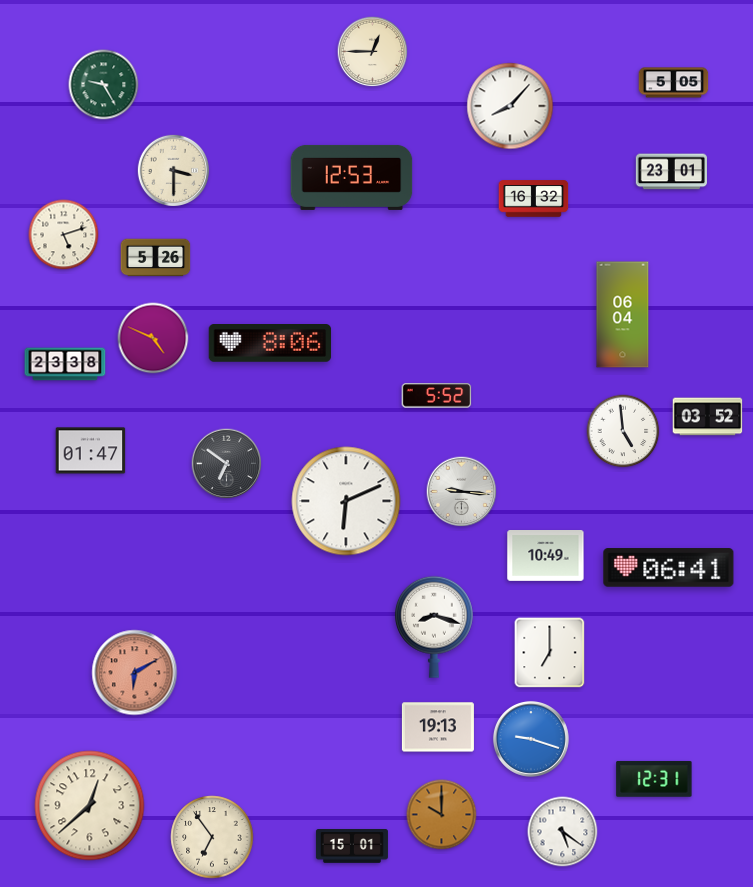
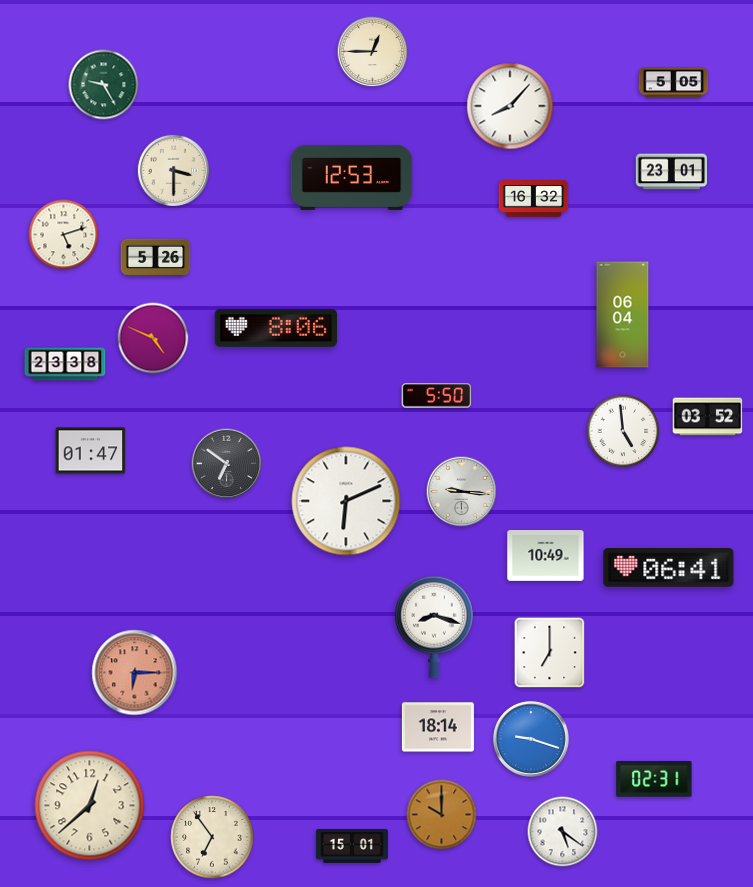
clock at (270, 344) position: (270, 344) -> (276, 329)
clock at (437, 396): 5:52 -> 5:50
clock at (135, 673): 6:10 -> 6:15
clock at (438, 727): 19:13 -> 18:14
clock at (654, 779): 12:31 -> 02:31
